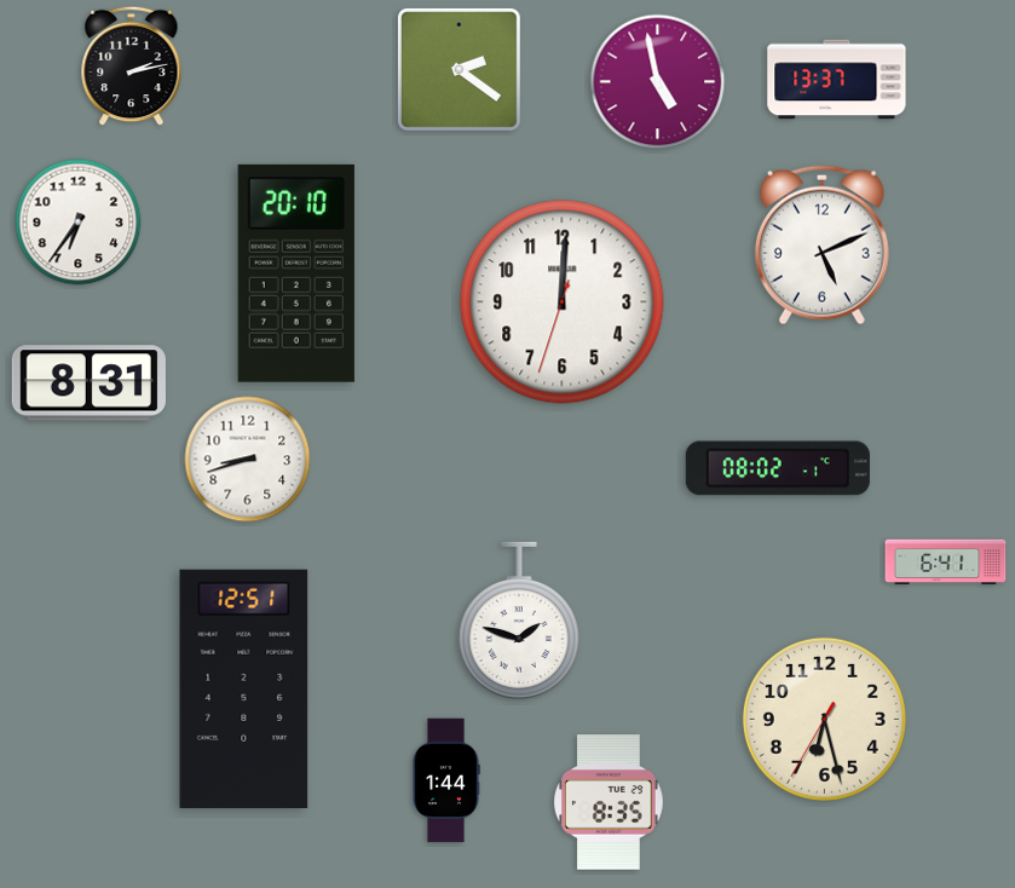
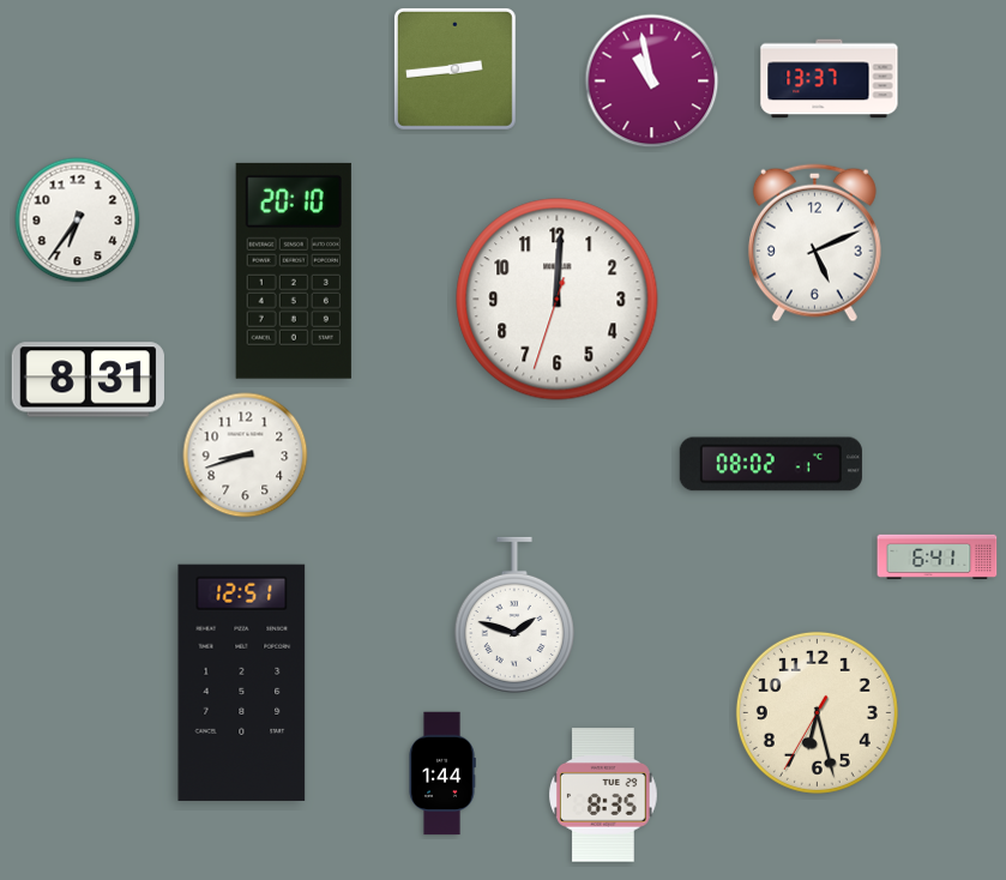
clock at (132, 67): 2:13 -> none
clock at (459, 69): 2:21 -> 2:44
clock at (658, 82): 4:58 -> 10:58
